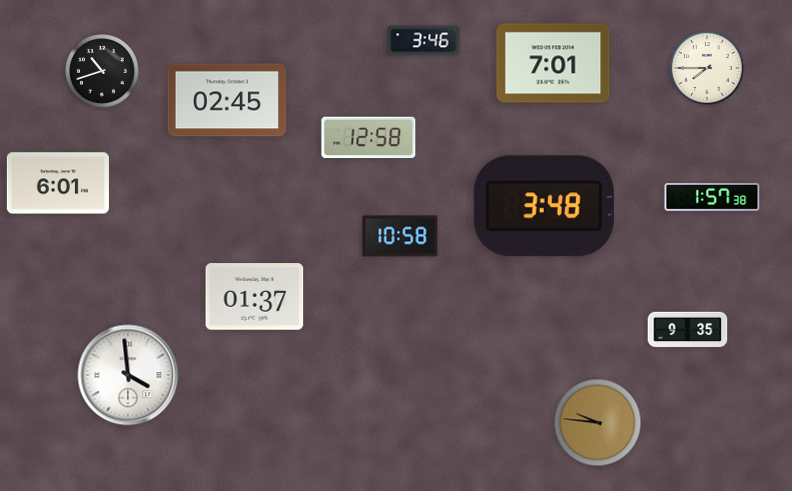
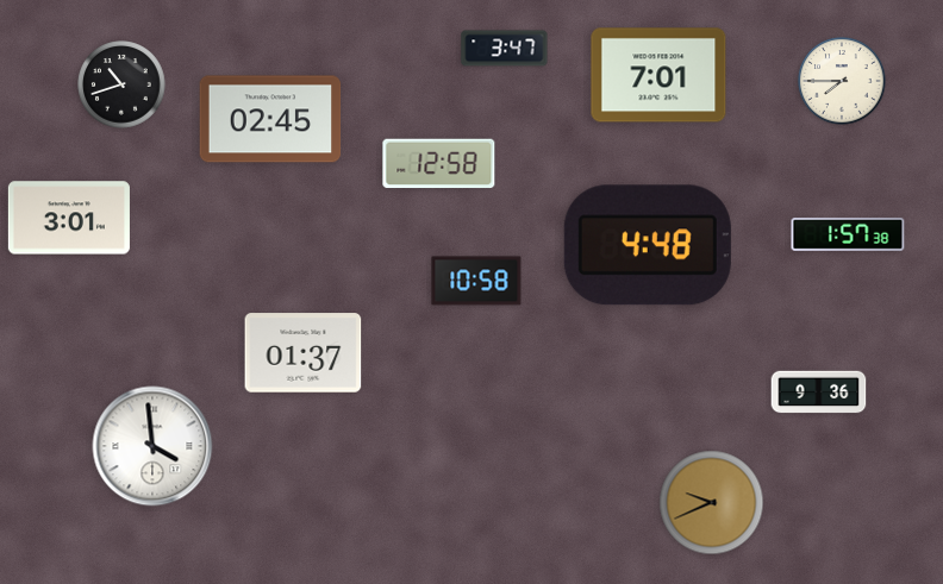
clock at (424, 41): 3:46 -> 3:47
clock at (58, 183): 6:01 -> 3:01
clock at (544, 206): 3:48 -> 4:48
clock at (688, 330): 9:35 -> 9:36
clock at (598, 423): 9:46 -> 9:41
